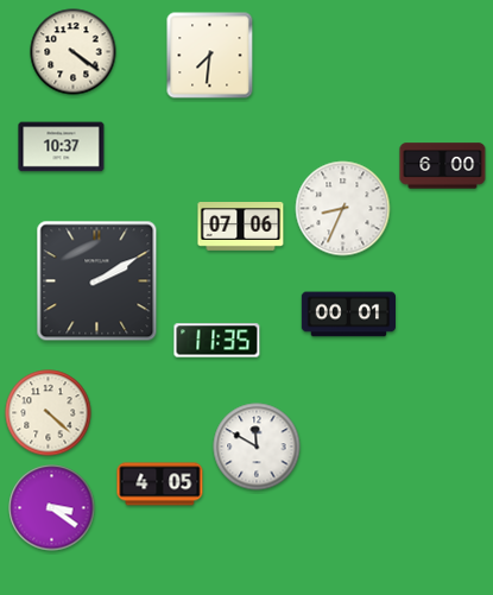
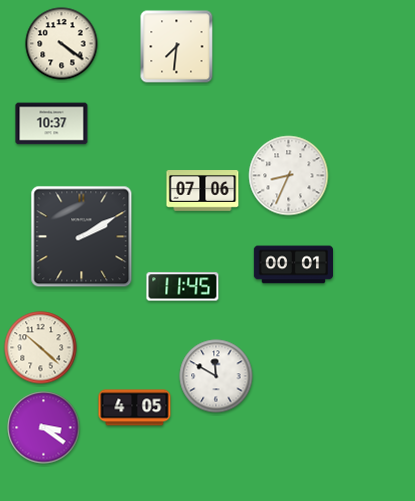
clock at (443, 166): 6:00 -> none
clock at (217, 341): 11:35 -> 11:45
clock at (49, 413): 4:22 -> 10:22
